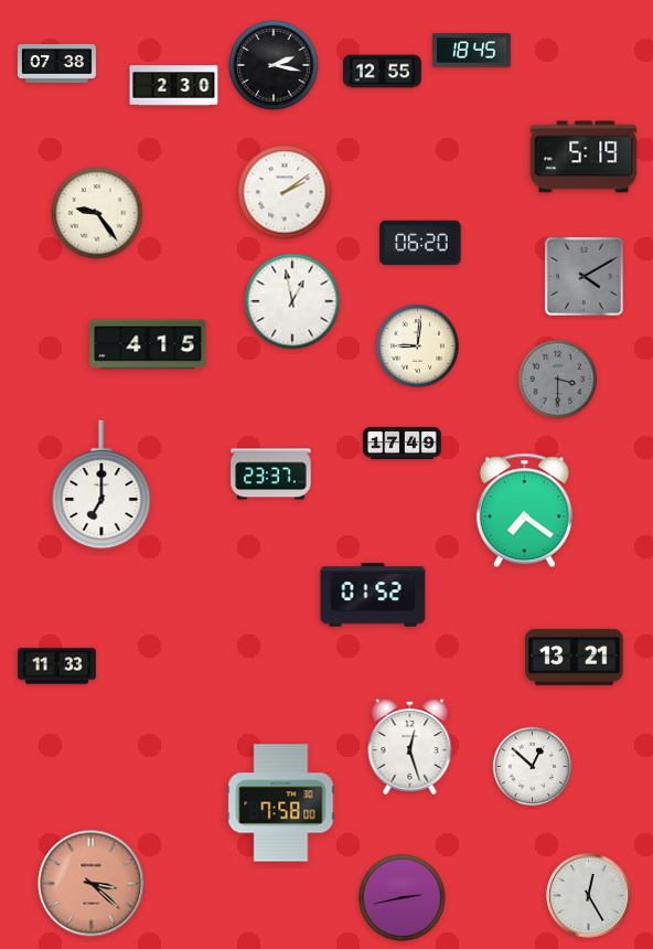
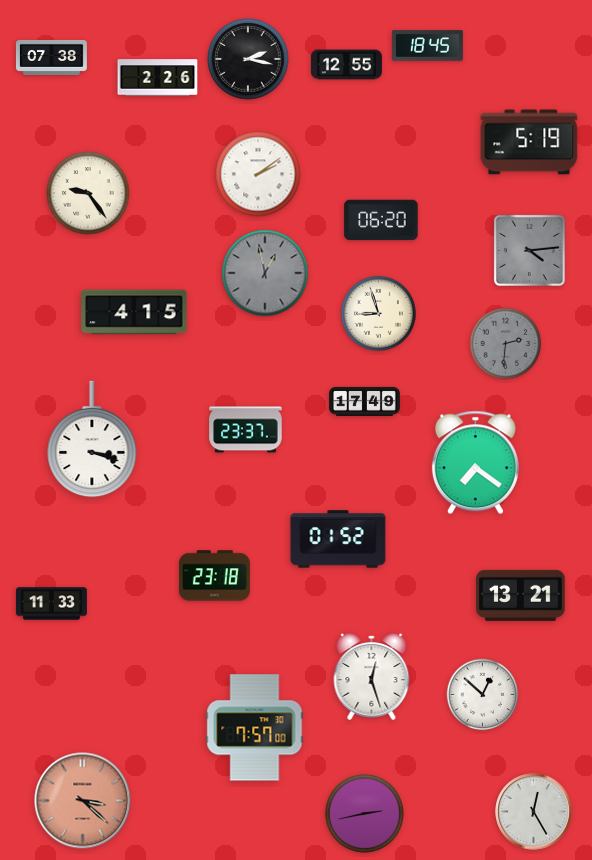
clock at (174, 86): 2:30 -> 2:26
clock at (584, 276): 4:10 -> 4:14
clock at (292, 301) dial: white -> grey
clock at (417, 345): 9:01 -> 8:57
clock at (558, 380): 3:30 -> 2:31
clock at (101, 484): 7:00 -> 3:18
clock at (214, 576): none -> 23:18
clock at (281, 803): 7:58 -> 7:57
